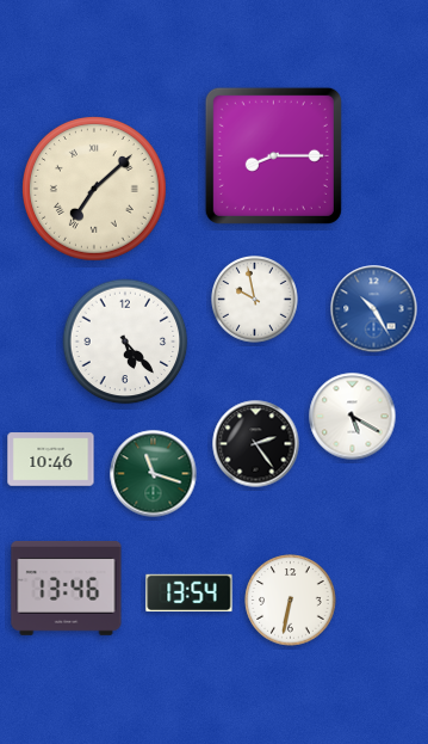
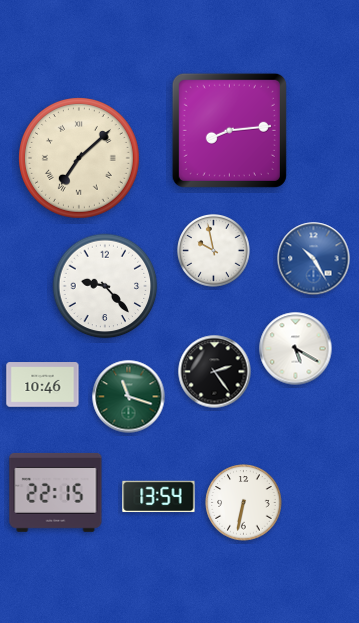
clock at (273, 155): 8:15 -> 8:14
clock at (125, 342): 5:23 -> 9:23
clock at (67, 588): 13:46 -> 22:15
